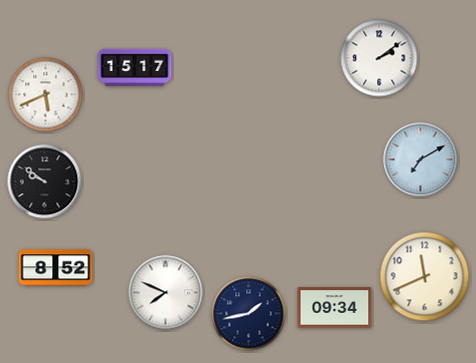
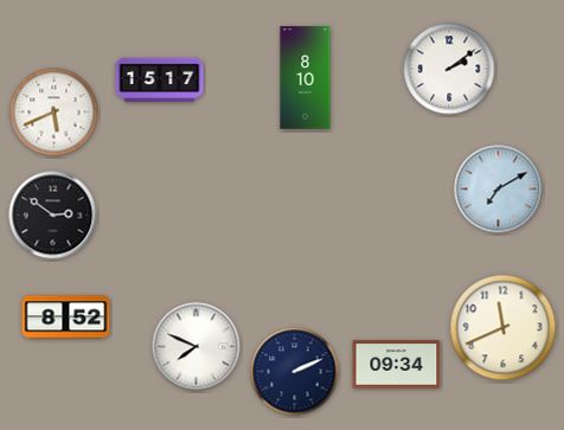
clock at (306, 78): none -> 8:10
clock at (45, 182): 9:51 -> 2:51
clock at (249, 314): 1:43 -> 2:11
